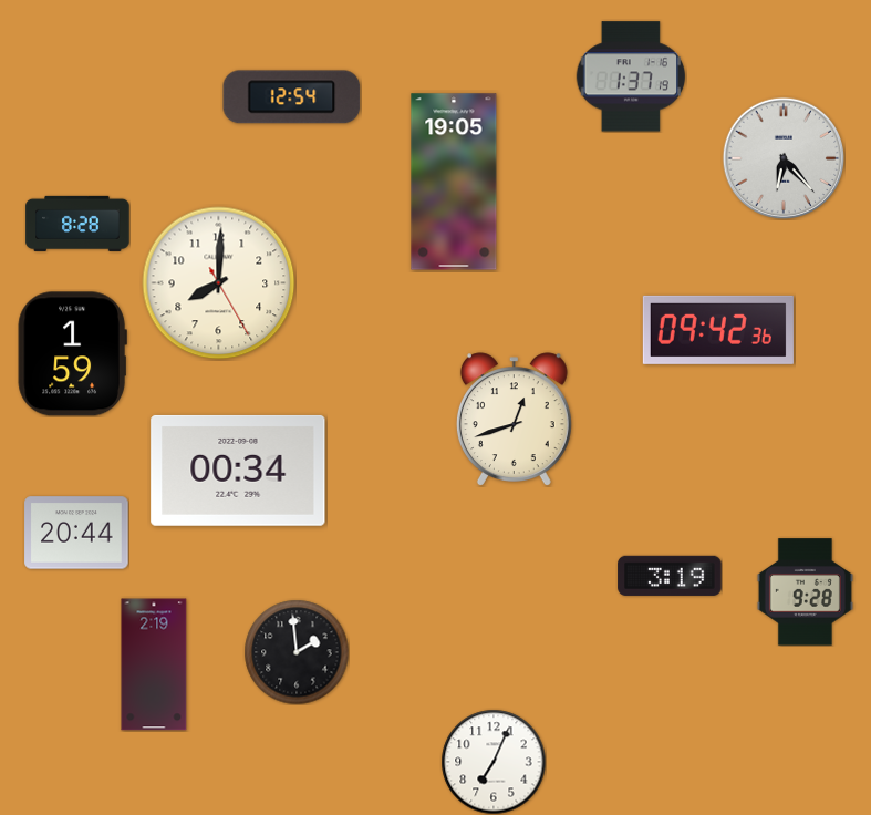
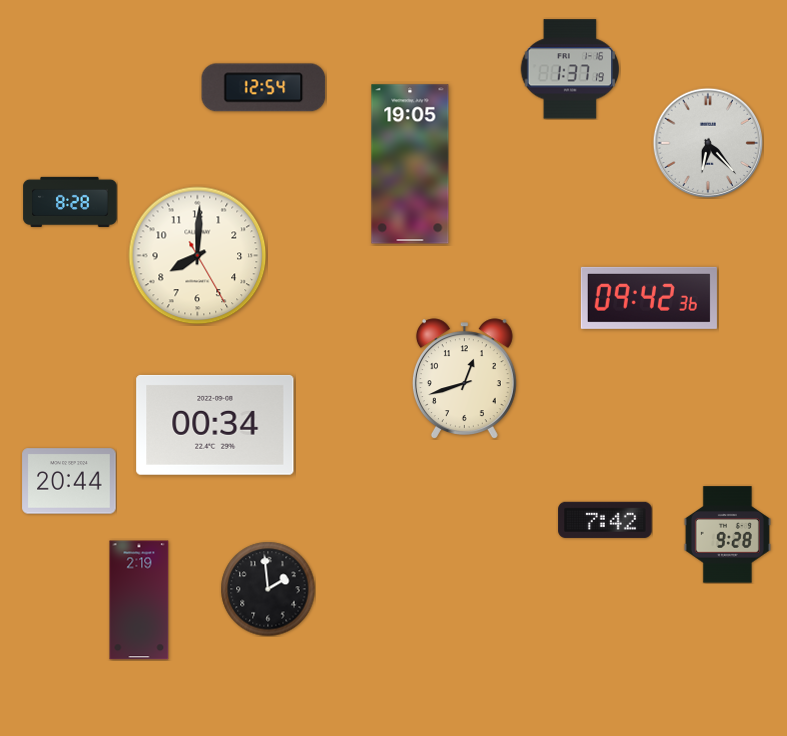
clock at (72, 354): 1:59 -> none
clock at (670, 576): 3:19 -> 7:42
clock at (494, 762): 7:04 -> none
